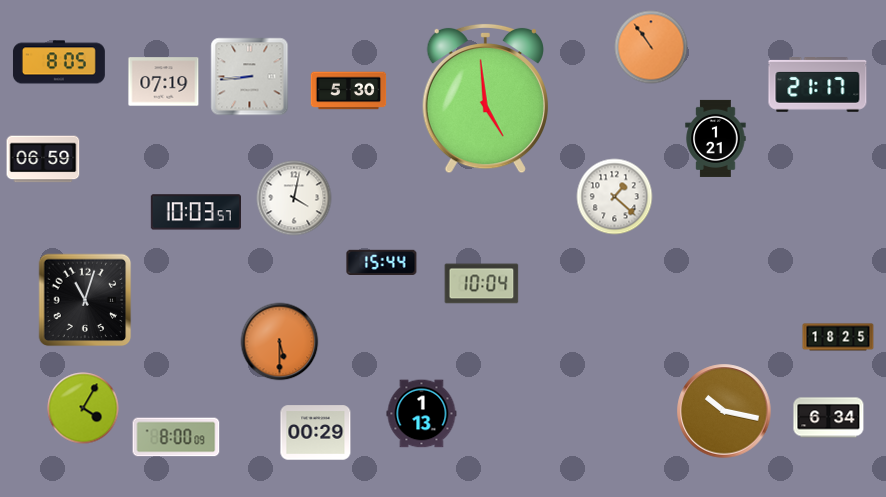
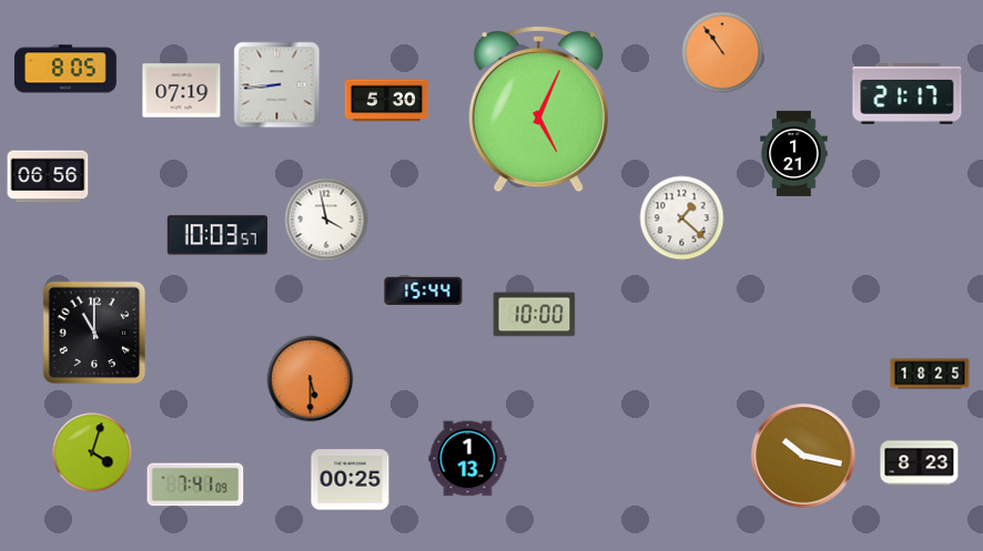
clock at (485, 98): 4:59 -> 5:04
clock at (43, 159): 06:59 -> 06:56
clock at (294, 198): 4:02 -> 3:58
clock at (482, 284): 10:04 -> 10:00
clock at (85, 300): 11:03 -> 11:00
clock at (83, 408): 4:05 -> 4:03
clock at (829, 418): 6:34 -> 8:23
clock at (316, 433): 00:29 -> 00:25
clock at (176, 437): 8:00 -> 7:41
